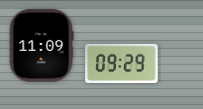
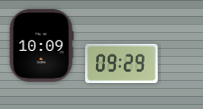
clock at (41, 46): 11:09 -> 10:09
